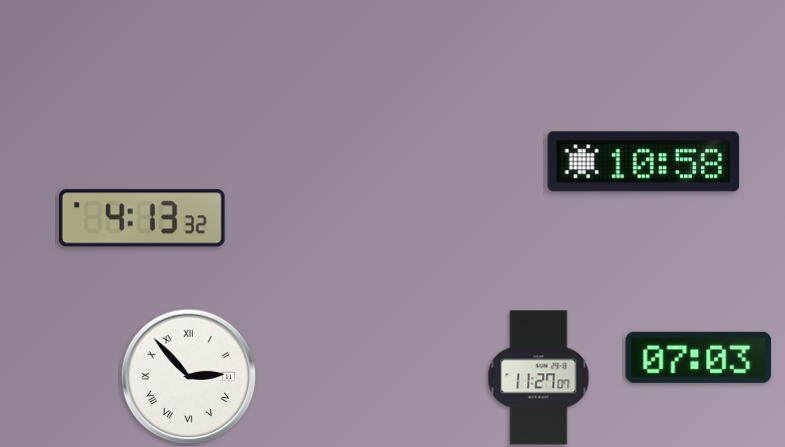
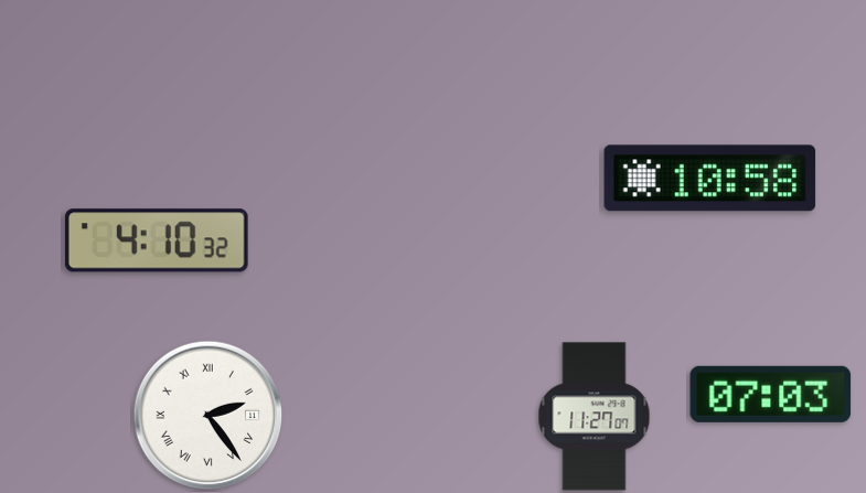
clock at (142, 218): 4:13 -> 4:10
clock at (189, 377): 2:53 -> 2:24
